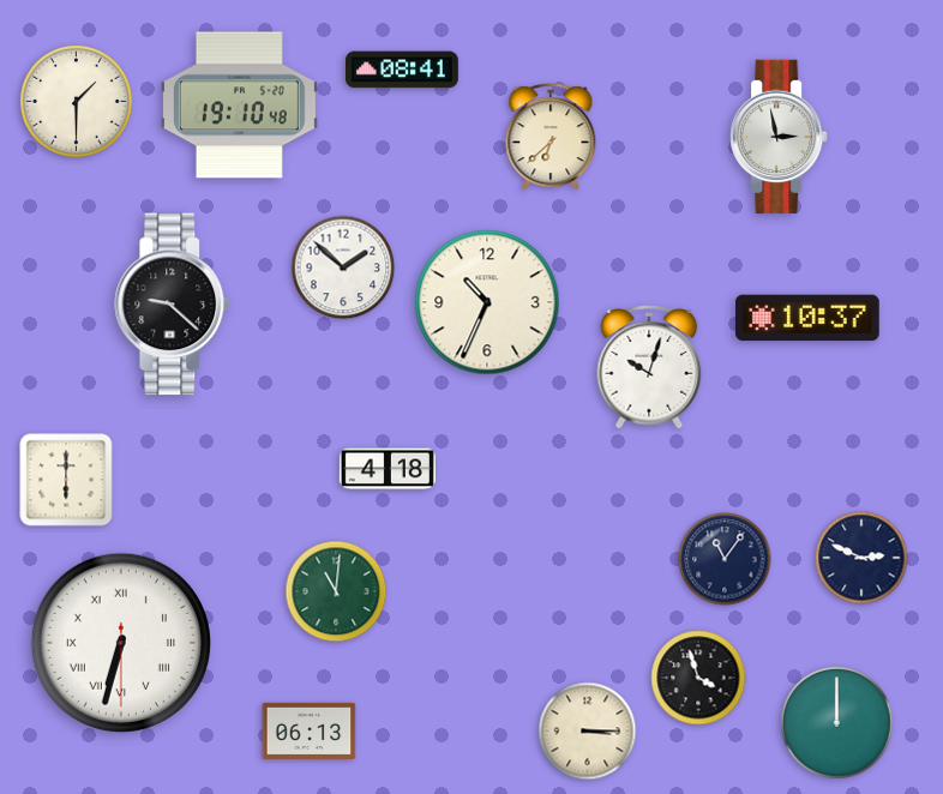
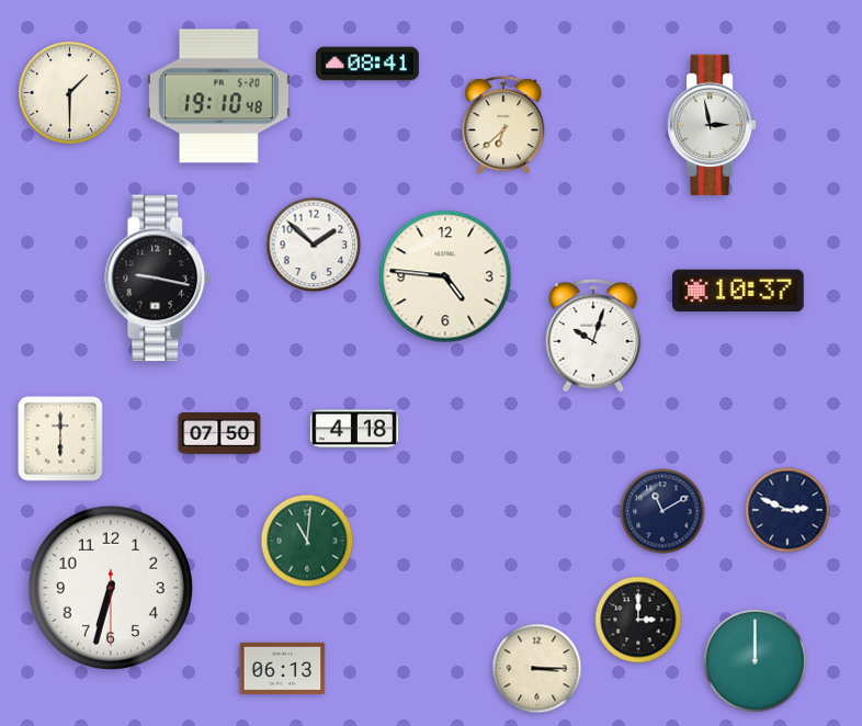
clock at (487, 302): 10:34 -> 4:46
clock at (173, 305): 9:22 -> 9:17
clock at (219, 433): none -> 07:50
clock at (725, 559): 11:06 -> 11:10
clock at (121, 643) numerals: Roman -> Arabic
clock at (698, 678): 3:57 -> 3:00
clock at (837, 723) position: (837, 723) -> (756, 661)
